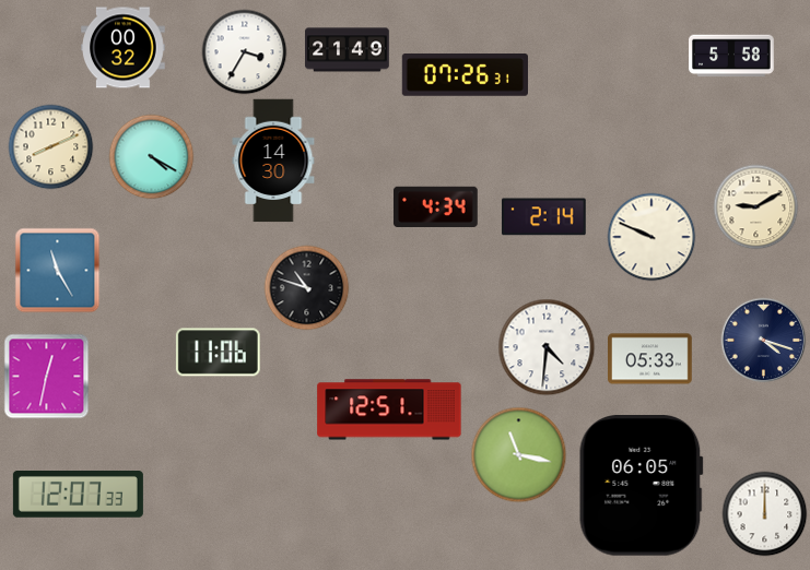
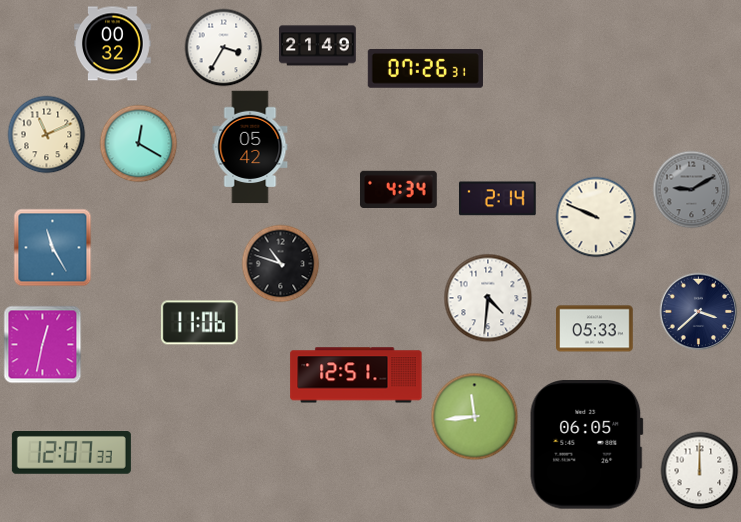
clock at (731, 56): 5:58 -> none
clock at (50, 146): 8:11 -> 11:11
clock at (151, 156): 4:20 -> 12:20
clock at (273, 161): 14:30 -> 05:42
clock at (755, 206) dial: cream -> grey
clock at (763, 340): 4:18 -> 3:38
clock at (547, 347) position: (547, 347) -> (488, 298)
clock at (518, 454): 11:17 -> 11:44
